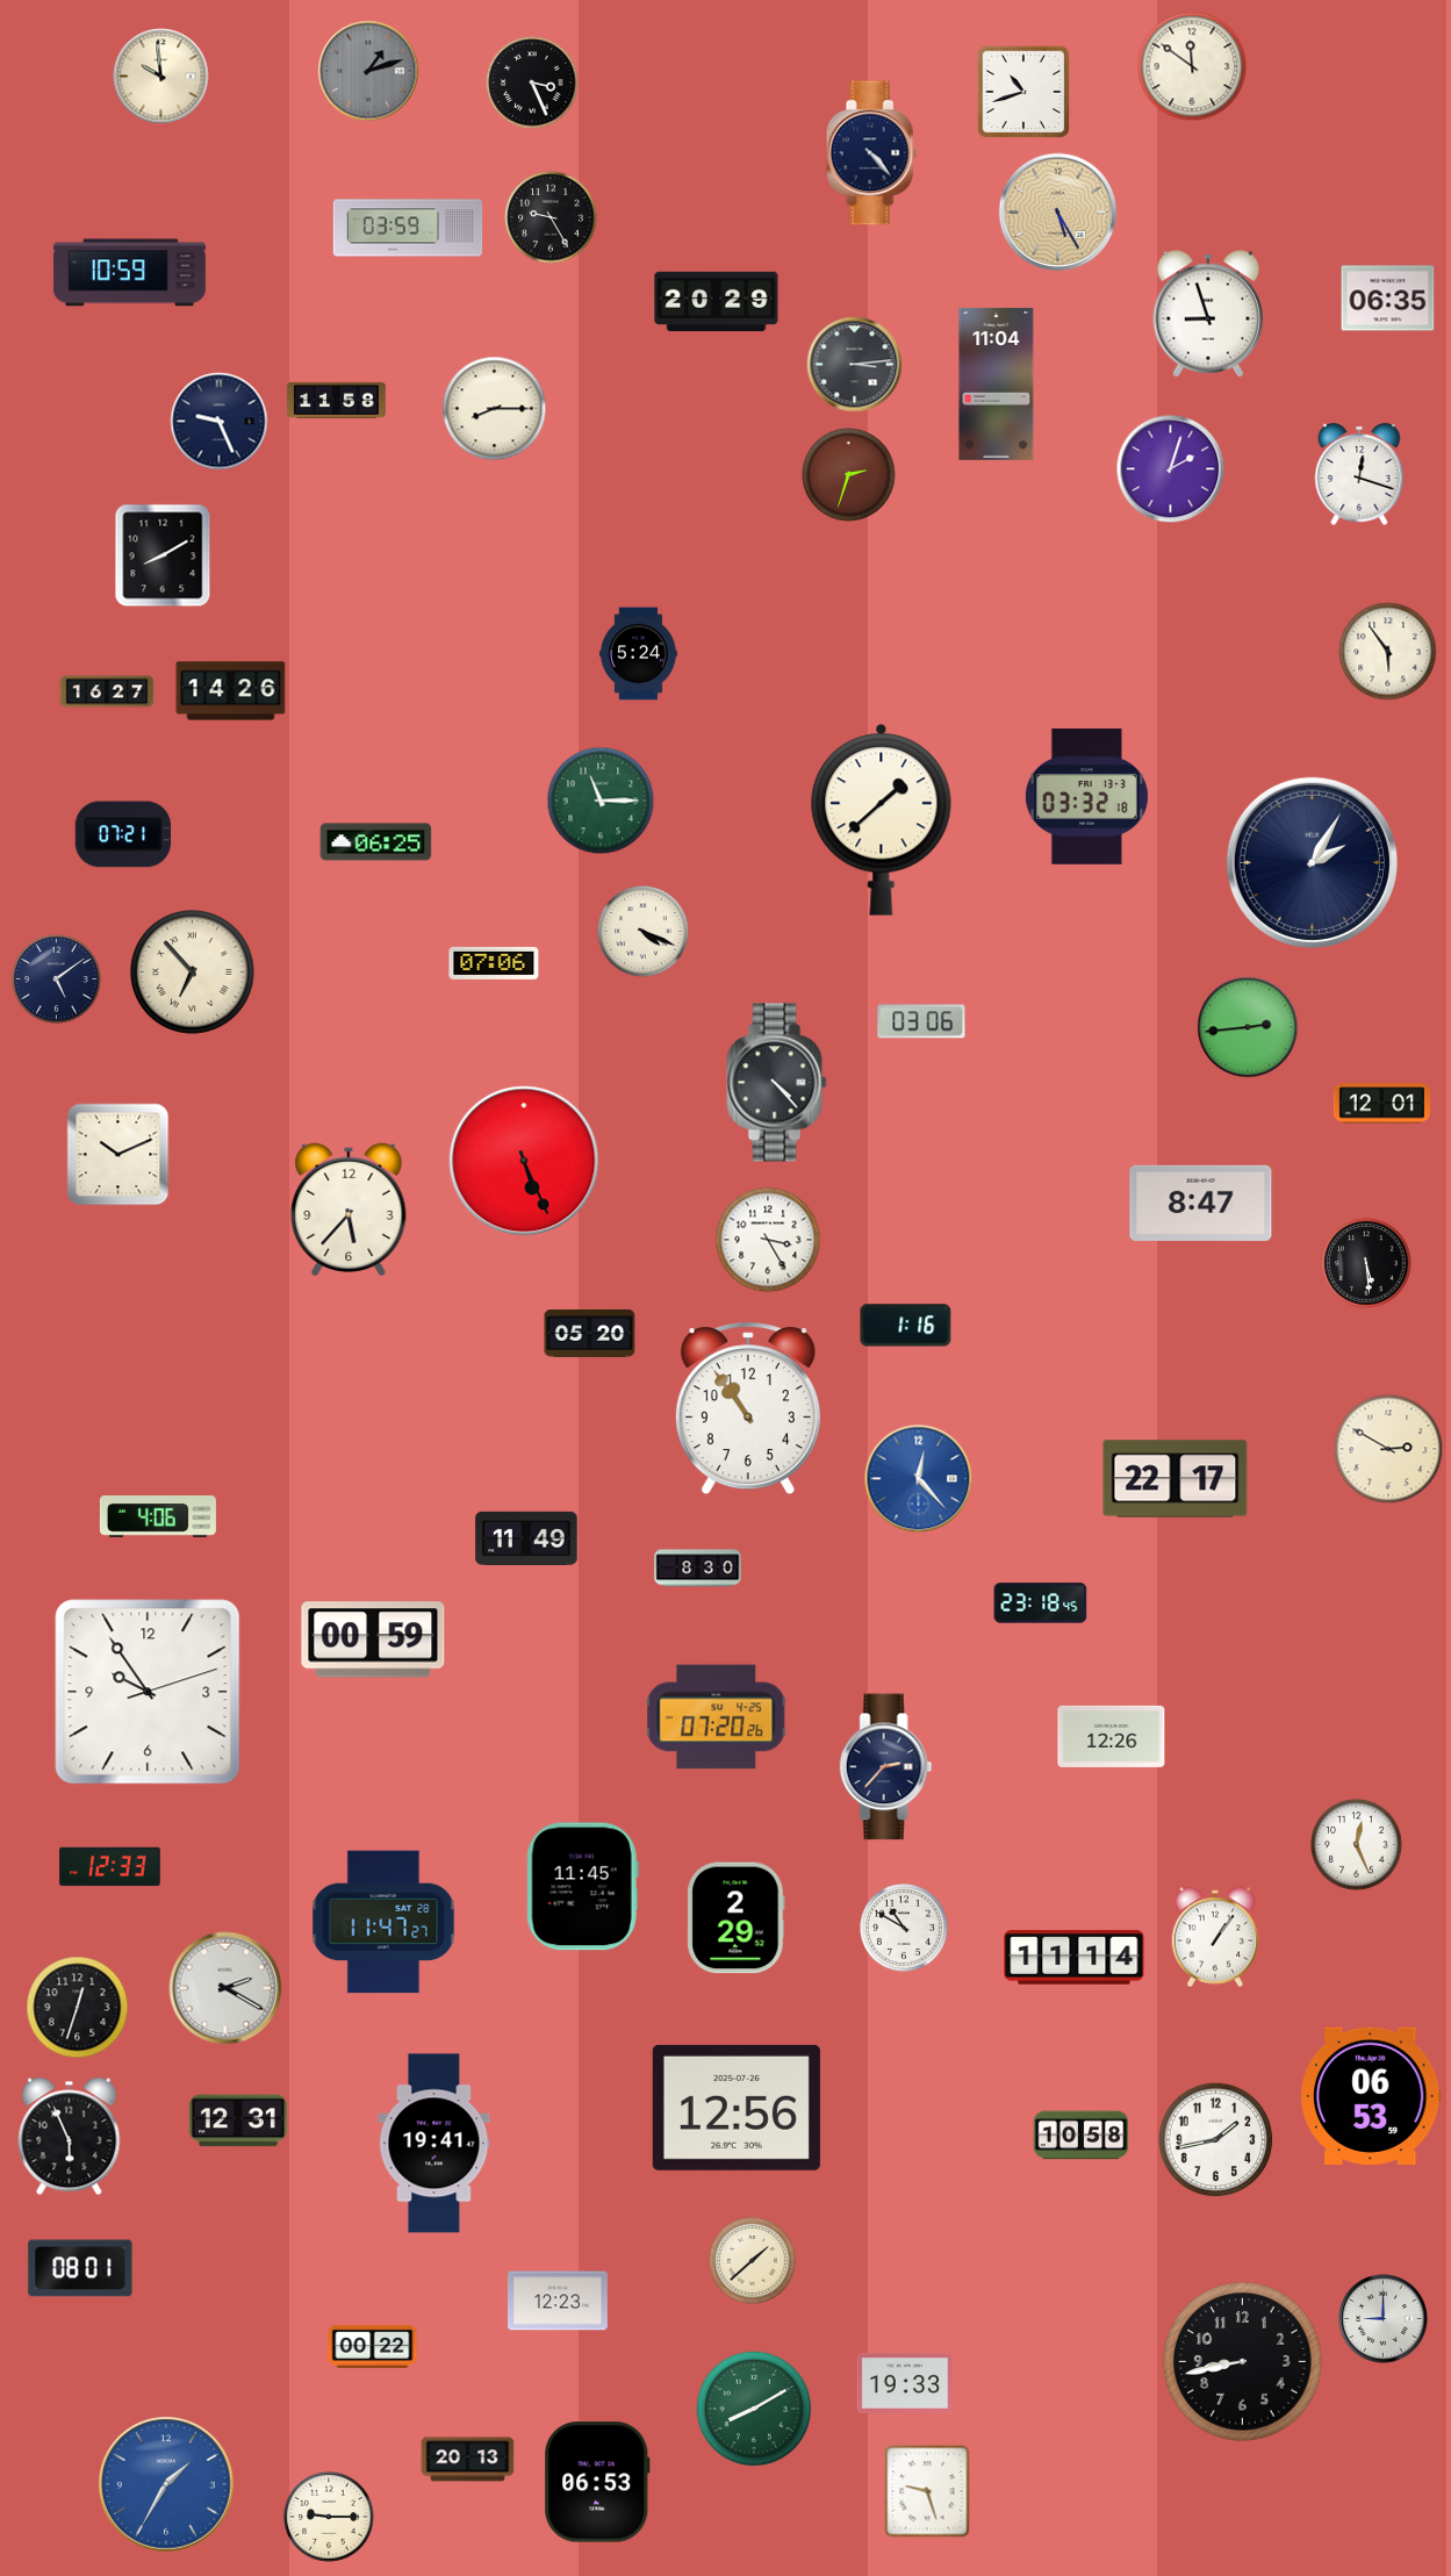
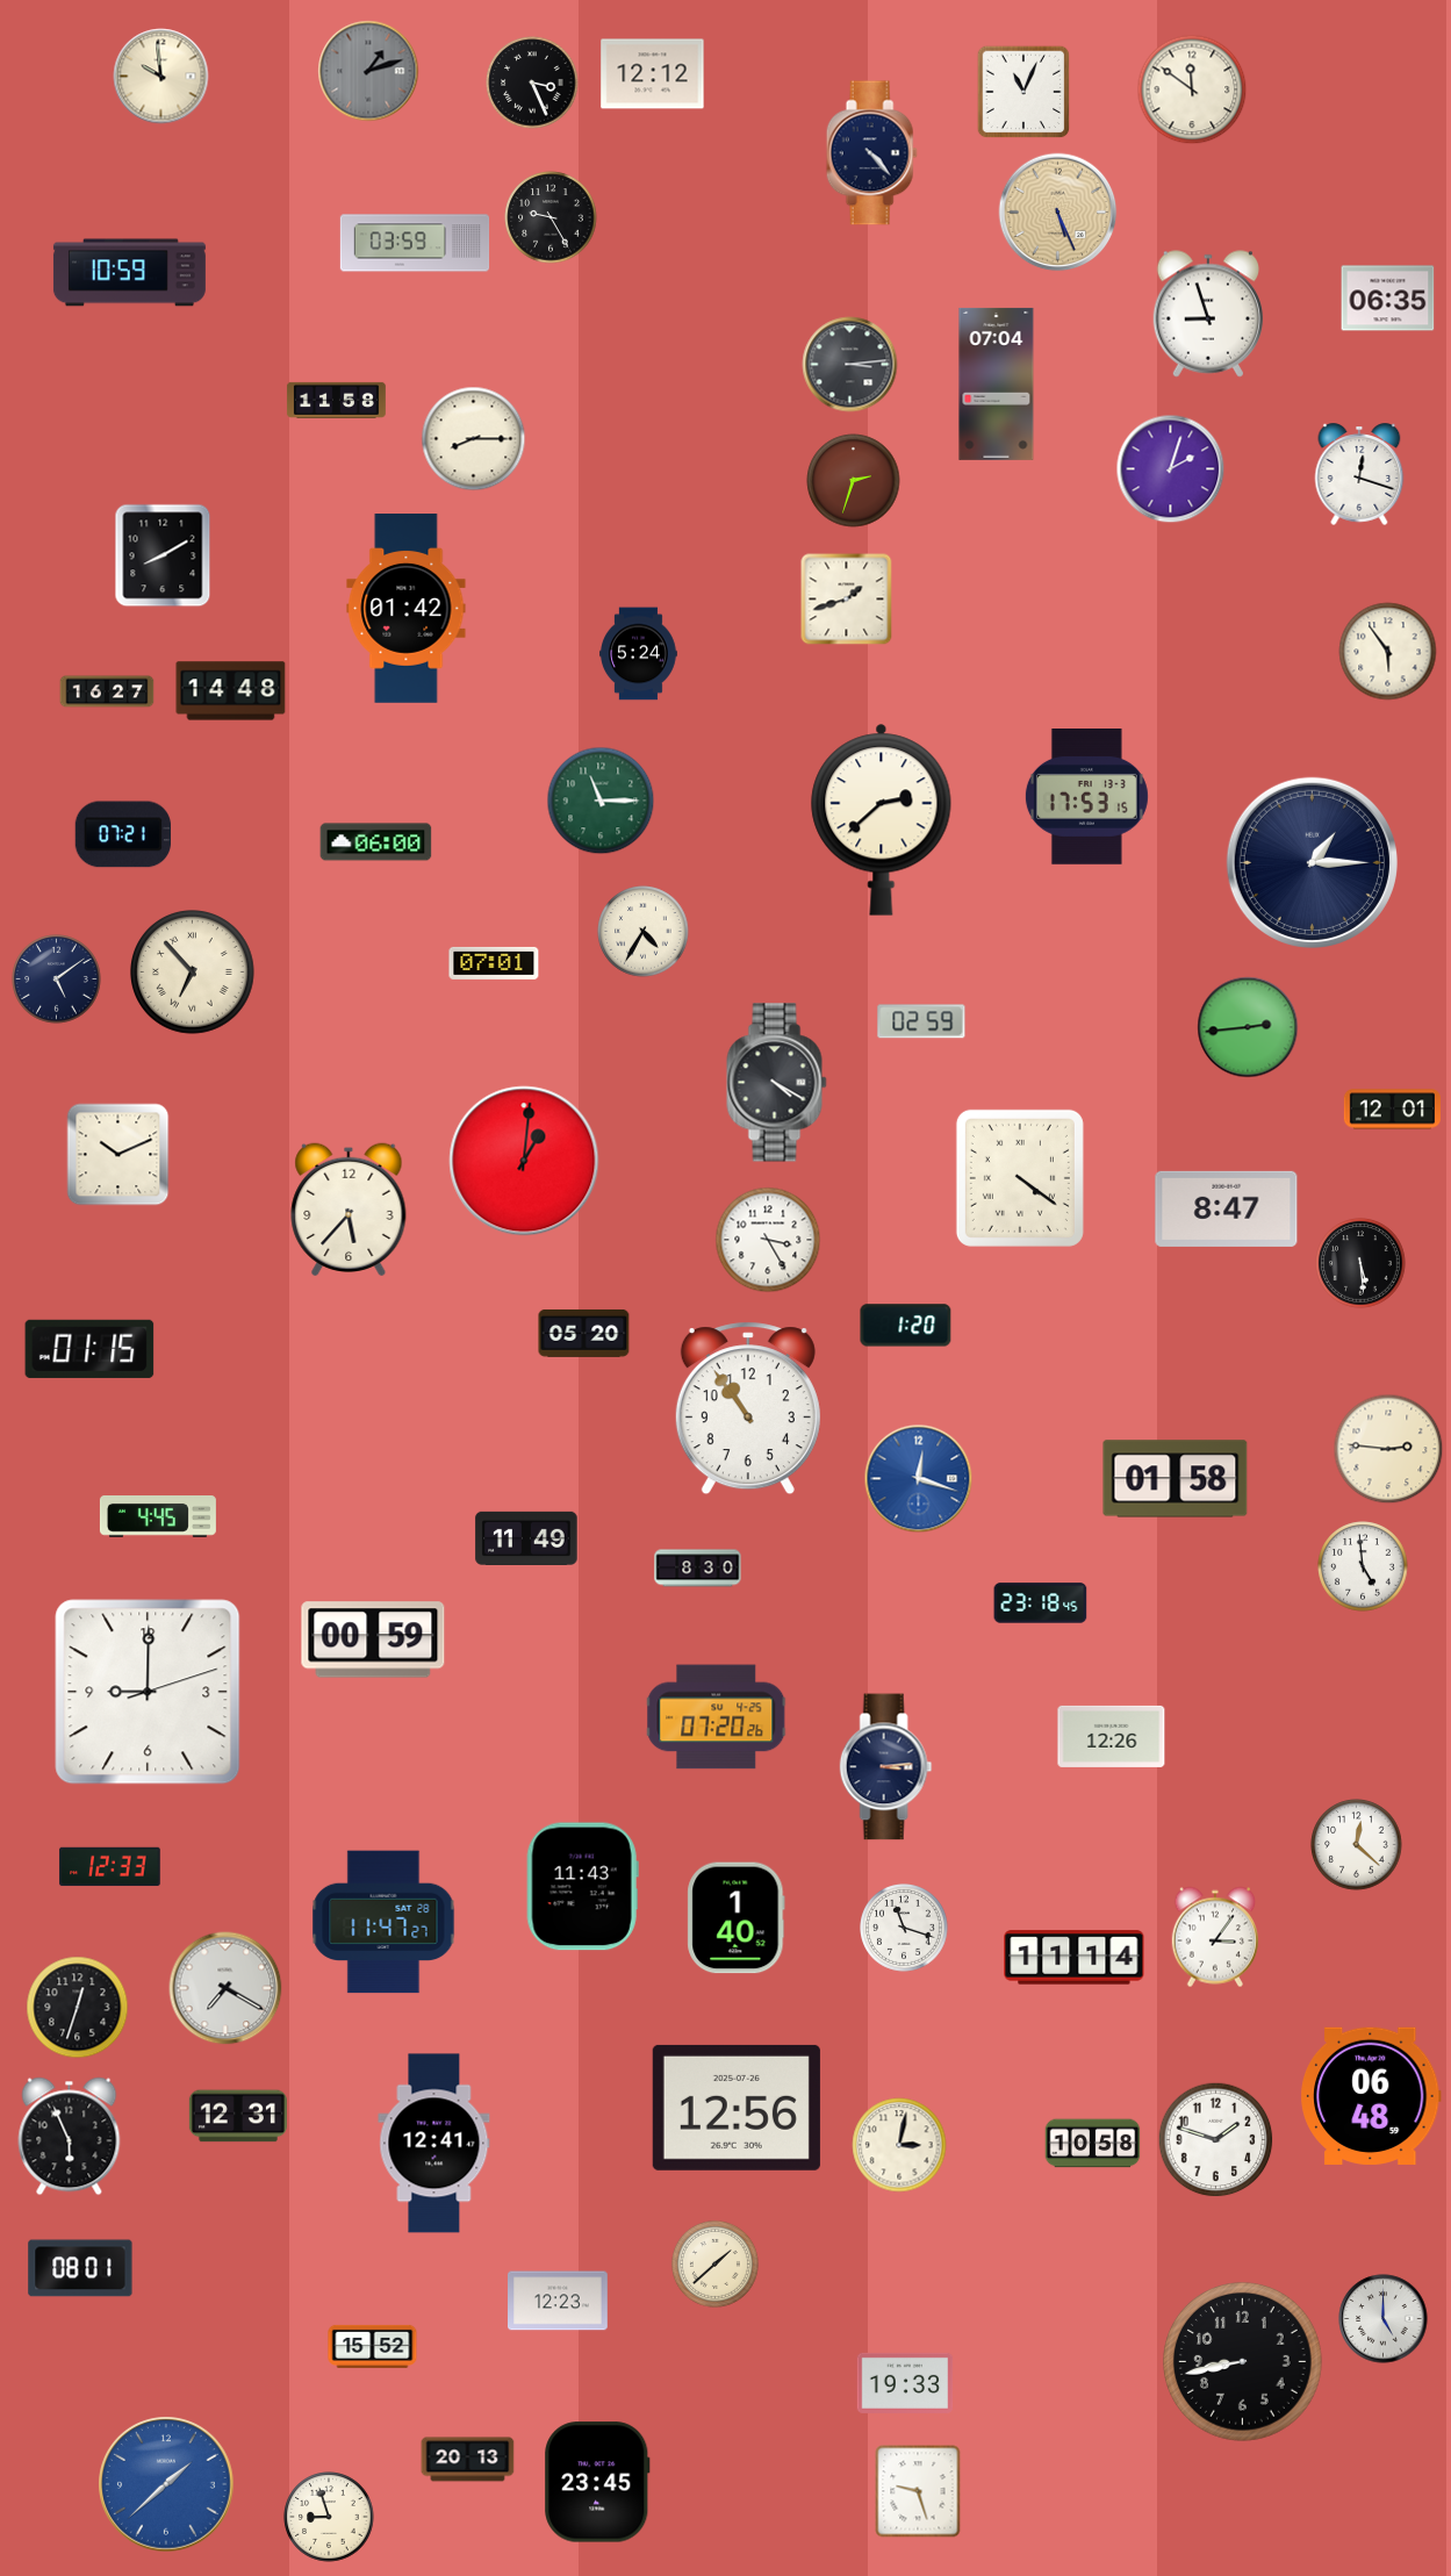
clock at (1192, 66) position: (1192, 66) -> (1192, 89)
clock at (653, 74): none -> 12:12
clock at (1023, 92): 10:42 -> 11:04
clock at (1058, 213): 5:25 -> 5:26
clock at (408, 228) position: (408, 228) -> (415, 243)
clock at (717, 302): 20:29 -> none
clock at (855, 365) position: (855, 365) -> (850, 365)
clock at (997, 383): 11:04 -> 07:04
clock at (495, 409) position: (495, 409) -> (474, 439)
clock at (220, 422): 9:26 -> none
clock at (849, 475) position: (849, 475) -> (854, 481)
clock at (847, 600): none -> 1:42
clock at (407, 609): none -> 01:42
clock at (231, 691): 14:26 -> 14:48
clock at (1086, 797): 03:32 -> 17:53
clock at (882, 819): 1:38 -> 2:38
clock at (376, 842): 06:25 -> 06:00
clock at (1312, 862): 2:05 -> 1:15
clock at (644, 932): 4:19 -> 4:35
clock at (494, 963): 07:06 -> 07:01
clock at (921, 1021): 03:06 -> 02:59
clock at (777, 1083): 4:23 -> 4:20
clock at (1381, 1104) position: (1381, 1104) -> (1392, 1110)
clock at (524, 1161): 5:26 -> 1:01
clock at (1020, 1178): none -> 4:21
clock at (1201, 1203) position: (1201, 1203) -> (1227, 1208)
clock at (1366, 1263) position: (1366, 1263) -> (1360, 1263)
clock at (906, 1326): 1:16 -> 1:20
clock at (590, 1333) position: (590, 1333) -> (584, 1333)
clock at (89, 1349): none -> 01:15
clock at (1388, 1449): 2:50 -> 2:46
clock at (919, 1479): 12:23 -> 12:18
clock at (1176, 1479): 22:17 -> 01:58
clock at (158, 1517): 4:06 -> 4:45
clock at (1363, 1566): none -> 4:59
clock at (148, 1692): 9:54 -> 9:00
clock at (886, 1767): 2:37 -> 3:14
clock at (1357, 1845): 12:26 -> 12:22
clock at (582, 1887): 11:45 -> 11:43
clock at (737, 1918): 2:29 -> 1:40
clock at (905, 1929): 10:50 -> 11:18
clock at (1214, 1937): 1:06 -> 3:06
clock at (225, 1988): 2:20 -> 7:20
clock at (1371, 2095): 06:53 -> 06:48
clock at (238, 2121) position: (238, 2121) -> (238, 2116)
clock at (1082, 2136) position: (1082, 2136) -> (1093, 2144)
clock at (1216, 2140): 1:43 -> 1:48
clock at (434, 2144): 19:41 -> 12:41
clock at (899, 2145): none -> 3:02
clock at (752, 2260) position: (752, 2260) -> (714, 2263)
clock at (1384, 2319): 9:00 -> 5:00
clock at (373, 2346): 00:22 -> 15:52
clock at (754, 2409): 8:10 -> none
clock at (597, 2482): 06:53 -> 23:45
clock at (166, 2484): 1:35 -> 1:38
clock at (927, 2491) position: (927, 2491) -> (918, 2491)
clock at (329, 2517): 9:15 -> 8:57
